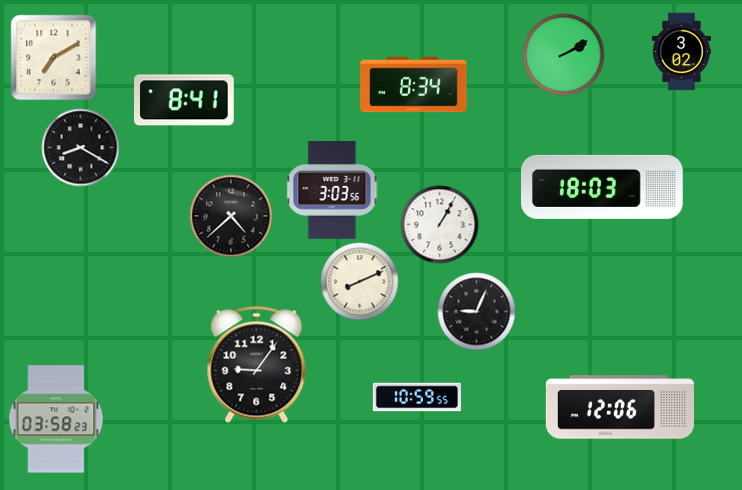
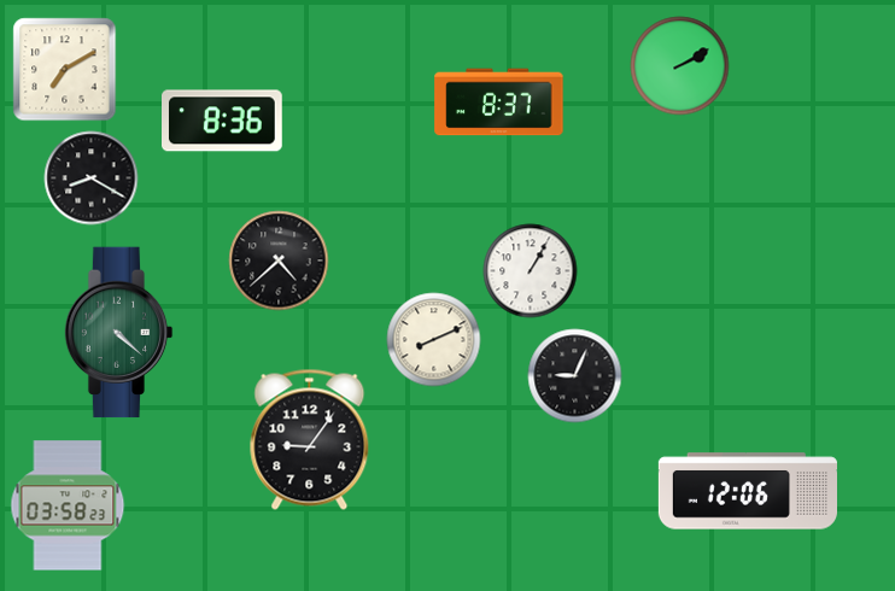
clock at (681, 51): 3:02 -> none
clock at (414, 85): 8:34 -> 8:37
clock at (185, 100): 8:41 -> 8:36
clock at (80, 147) position: (80, 147) -> (90, 177)
clock at (602, 187): 18:03 -> none
clock at (332, 191): 3:03 -> none
clock at (119, 333): none -> 4:22
clock at (417, 397): 10:59 -> none
